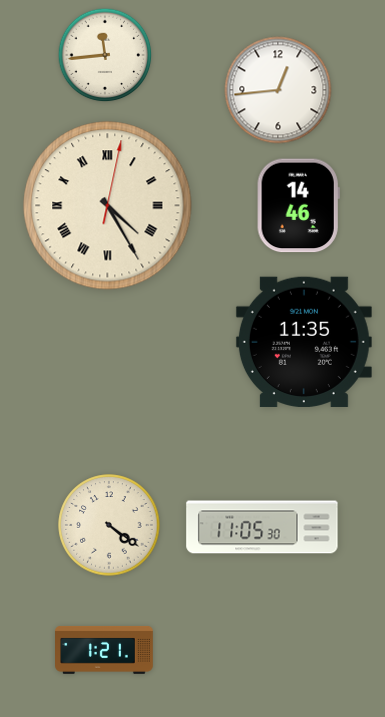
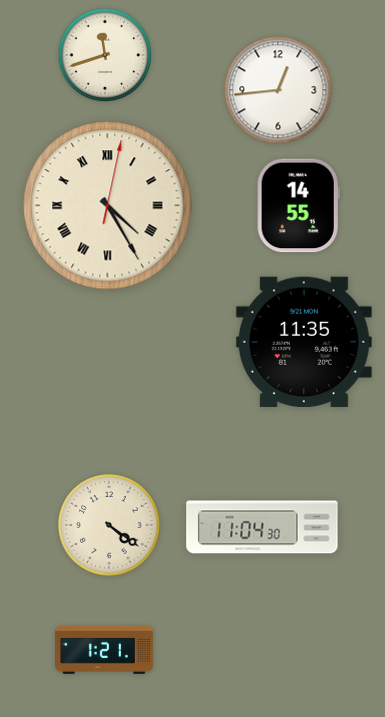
clock at (105, 55): 11:44 -> 11:42
clock at (298, 206): 14:46 -> 14:55
clock at (262, 527): 11:05 -> 11:04
